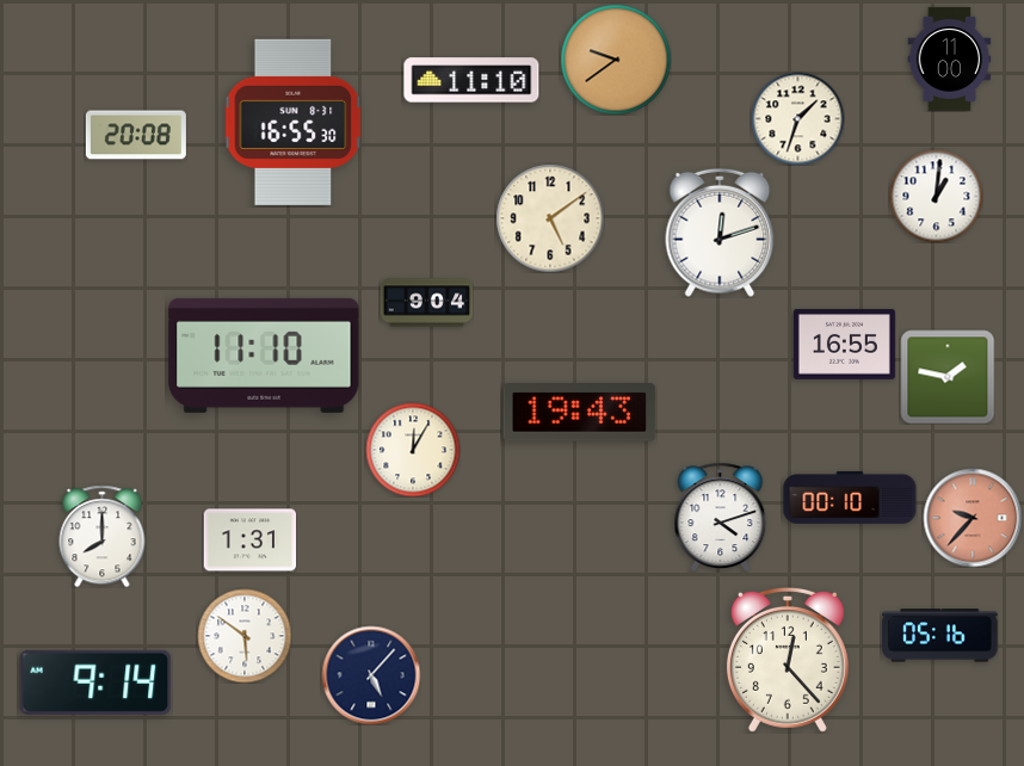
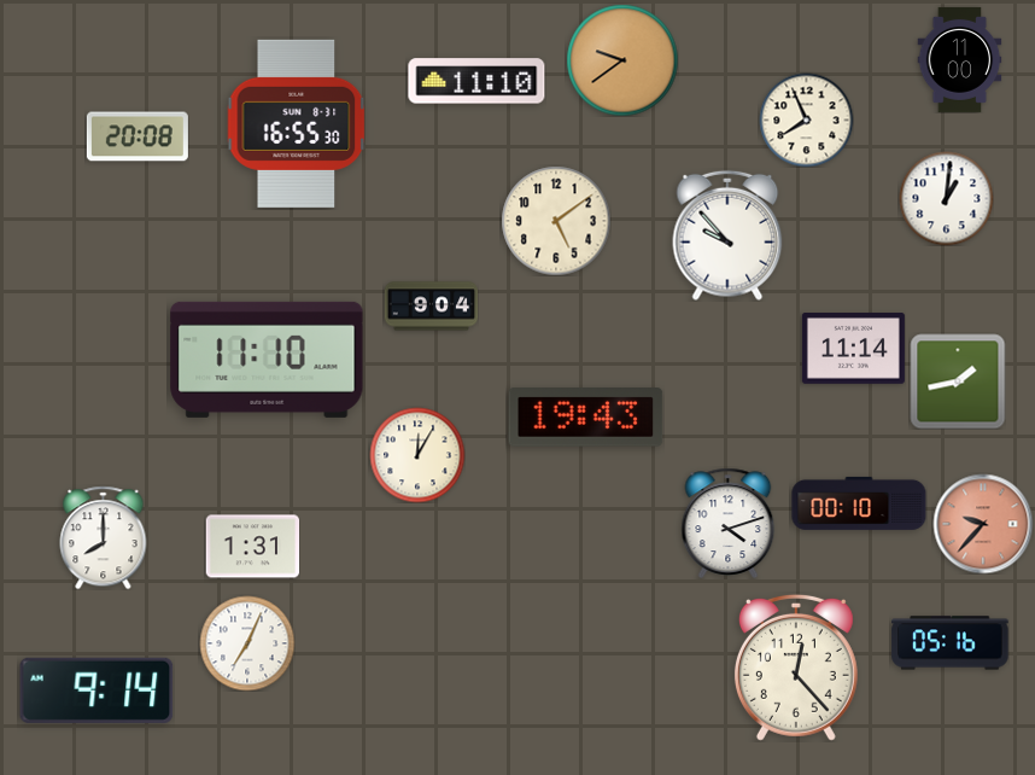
clock at (797, 118): 1:33 -> 7:56
clock at (720, 233): 12:12 -> 9:53
clock at (844, 345): 16:55 -> 11:14
clock at (948, 377): 1:47 -> 1:43
clock at (103, 536) position: (103, 536) -> (104, 537)
clock at (245, 636): 5:51 -> 7:04
clock at (371, 675): 5:07 -> none
